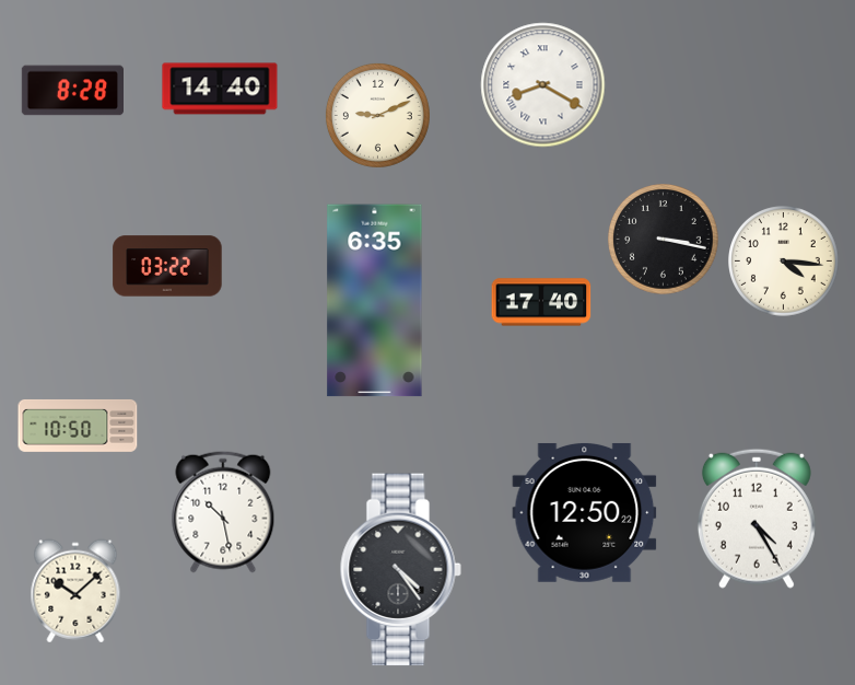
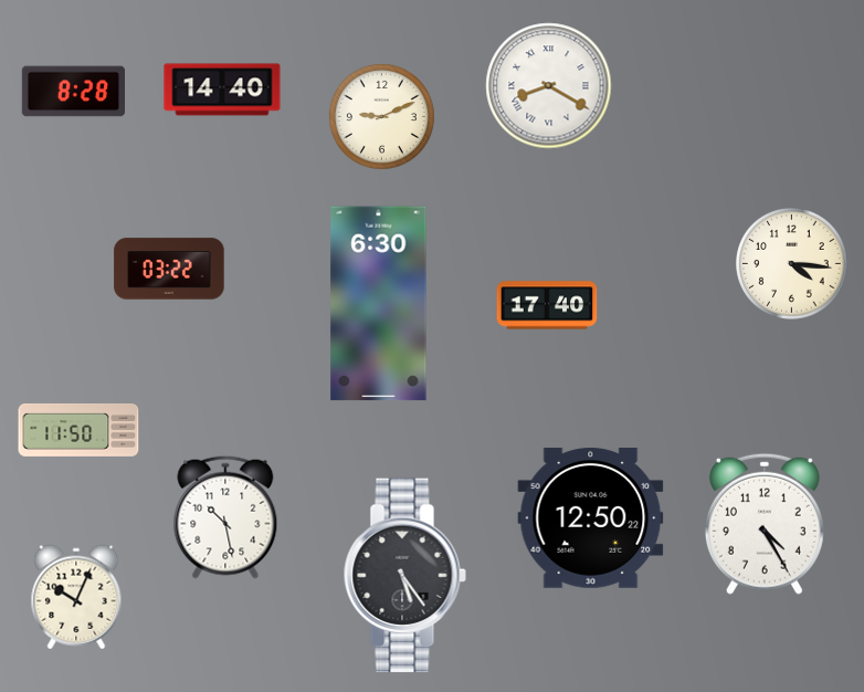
clock at (664, 240): 3:17 -> none
clock at (375, 301): 6:35 -> 6:30
clock at (78, 426): 10:50 -> 11:50
clock at (400, 570): 4:24 -> 5:24
clock at (75, 591): 10:08 -> 10:04
